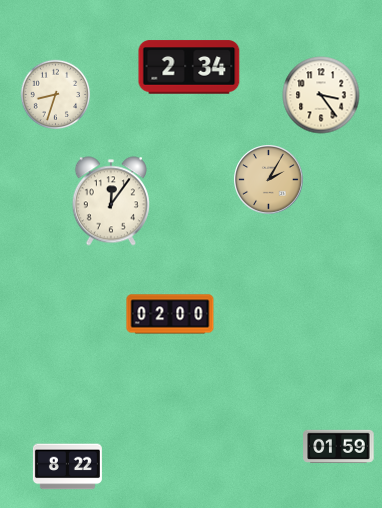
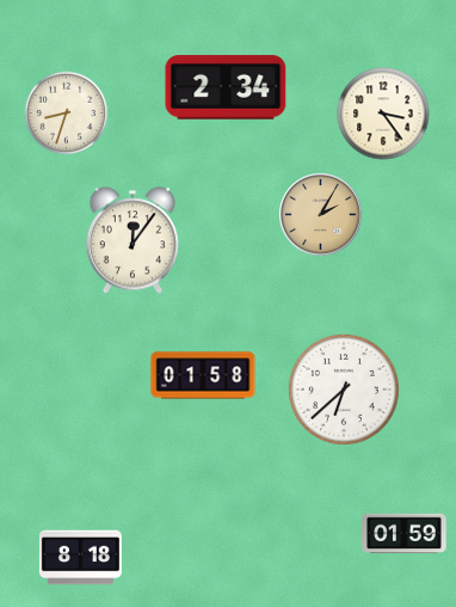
clock at (189, 67) position: (189, 67) -> (226, 87)
clock at (170, 314): 02:00 -> 01:58
clock at (344, 390): none -> 6:38
clock at (67, 467): 8:22 -> 8:18
